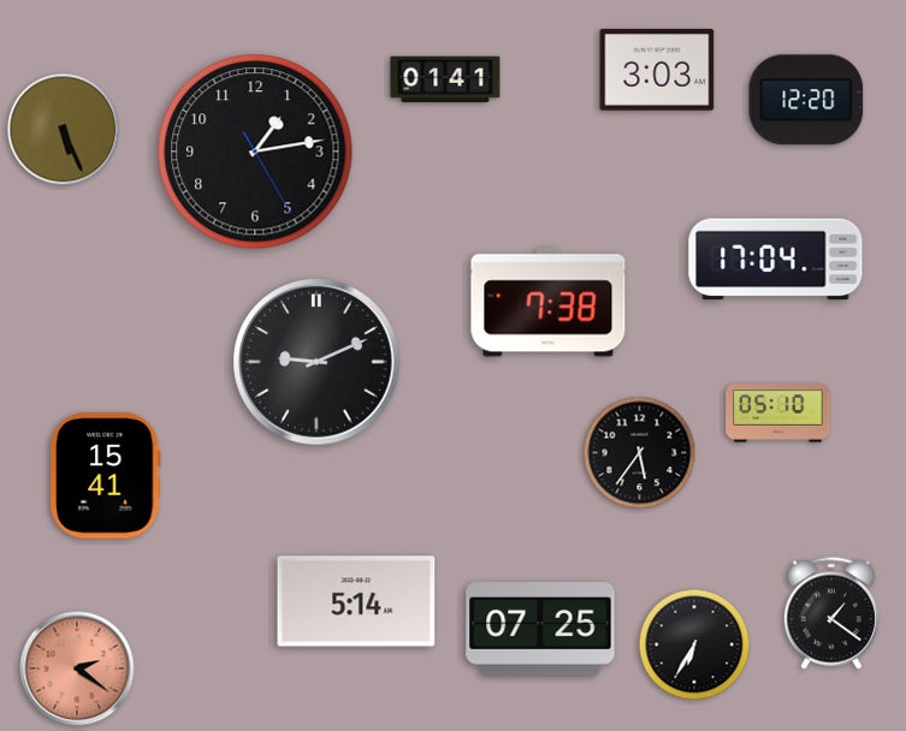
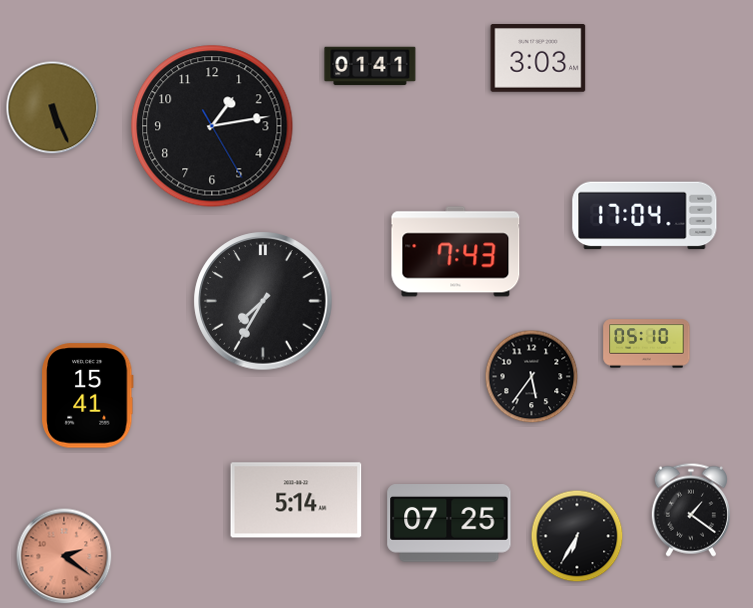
clock at (657, 71) position: (657, 71) -> (538, 59)
clock at (806, 100): 12:20 -> none
clock at (549, 303): 7:38 -> 7:43
clock at (316, 362): 9:11 -> 7:35
